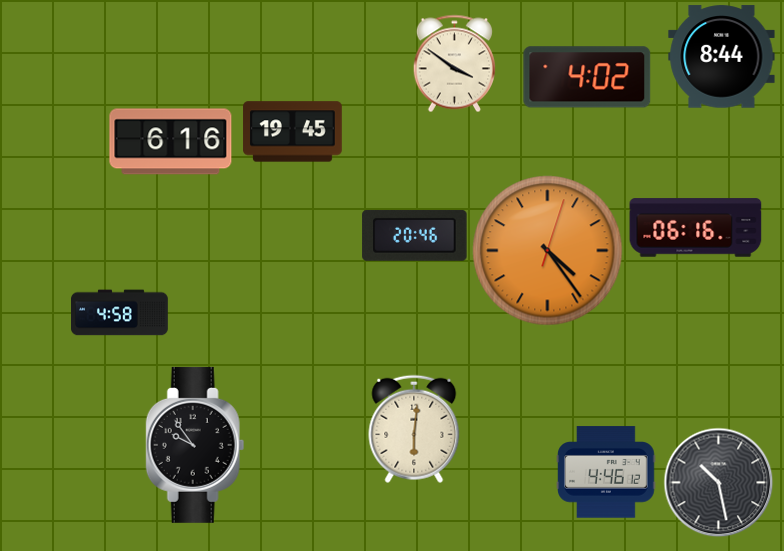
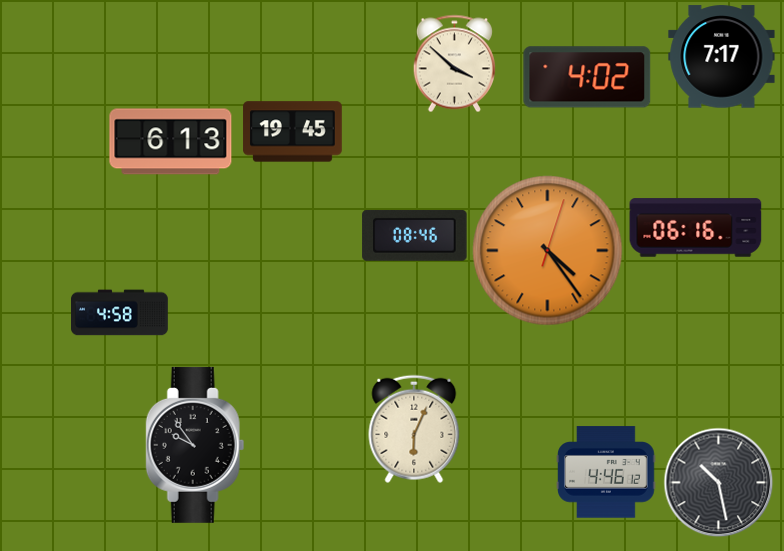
clock at (722, 57): 8:44 -> 7:17
clock at (454, 63): 3:51 -> 3:52
clock at (171, 142): 6:16 -> 6:13
clock at (415, 235): 20:46 -> 08:46
clock at (414, 429): 6:01 -> 6:04
